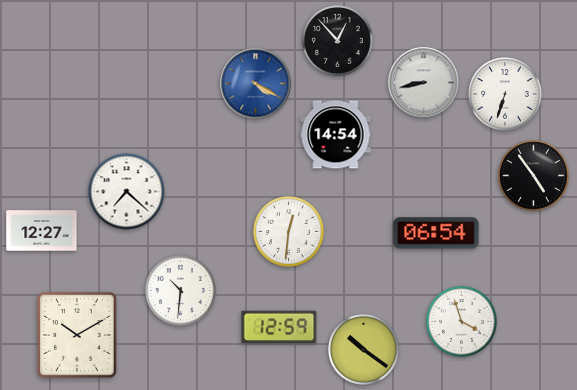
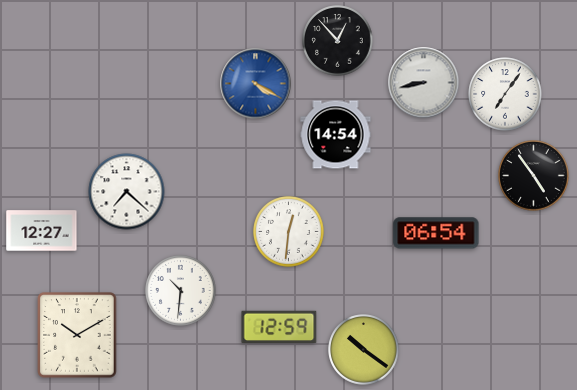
clock at (505, 94): 6:33 -> 7:06
clock at (462, 322): 3:57 -> none
